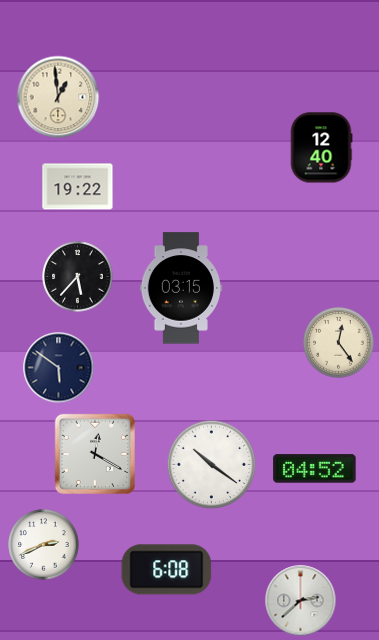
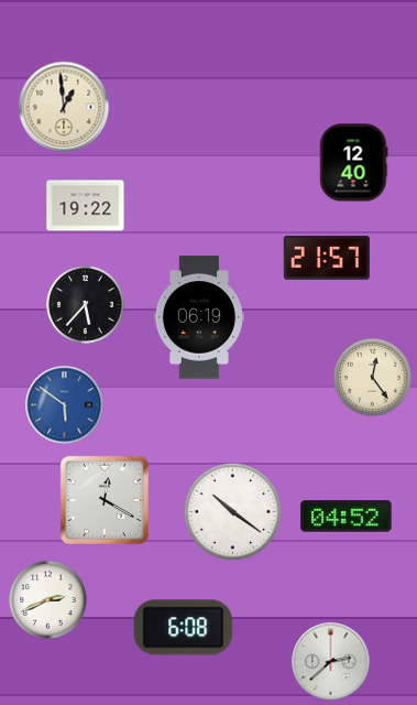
clock at (327, 259): none -> 21:57
clock at (180, 288): 03:15 -> 06:19
clock at (59, 368) dial: navy -> blue
